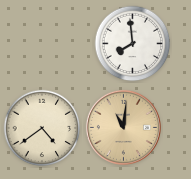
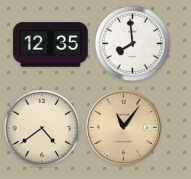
clock at (51, 45): none -> 12:35
clock at (123, 127): 11:01 -> 11:06
